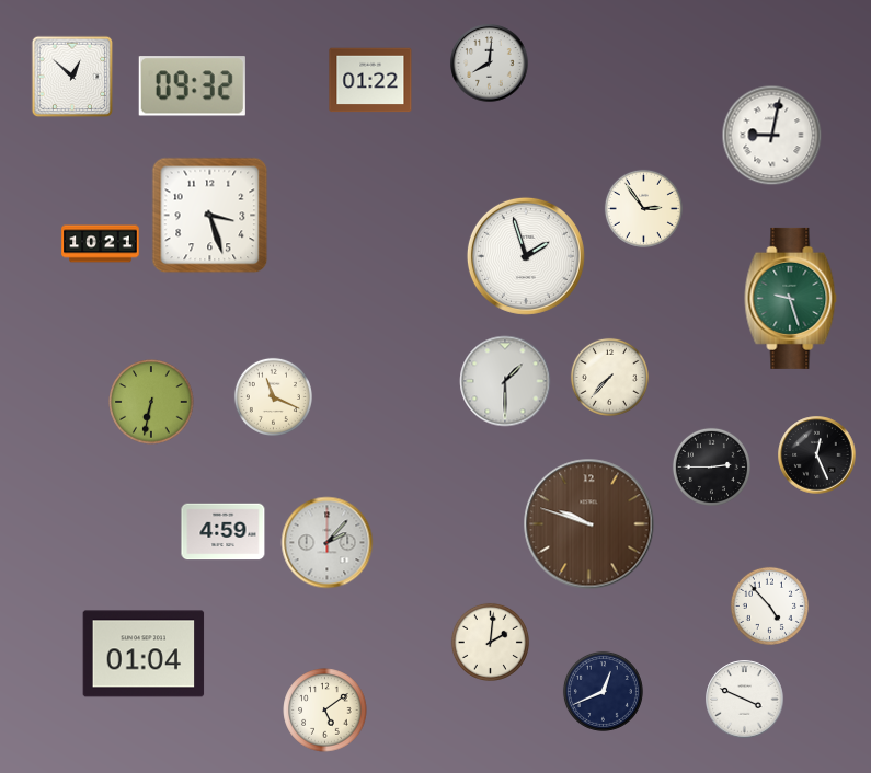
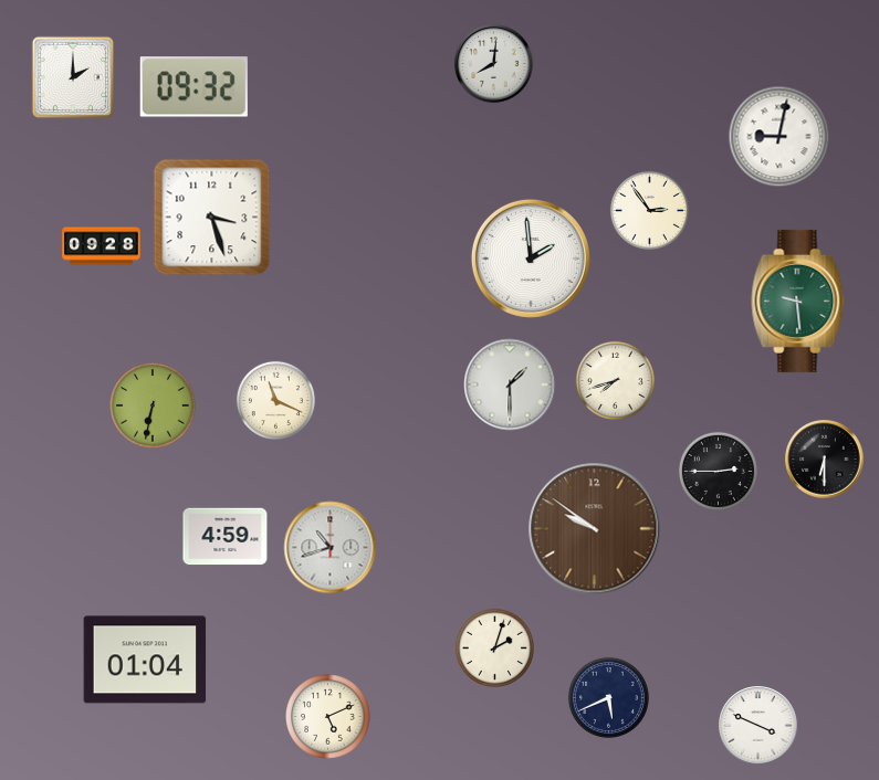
clock at (72, 77): 12:52 -> 2:00
clock at (370, 80): 01:22 -> none
clock at (101, 244): 10:21 -> 09:28
clock at (526, 256): 1:57 -> 1:59
clock at (791, 298): 9:27 -> 9:29
clock at (609, 377): 7:37 -> 7:42
clock at (817, 455): 12:26 -> 6:30
clock at (589, 524): 9:48 -> 9:51
clock at (328, 543): 2:07 -> 10:42
clock at (769, 605): 4:53 -> none
clock at (490, 642): 2:01 -> 2:03
clock at (603, 691): 12:41 -> 5:41
clock at (745, 700) position: (745, 700) -> (758, 726)
clock at (325, 711): 5:09 -> 5:11
